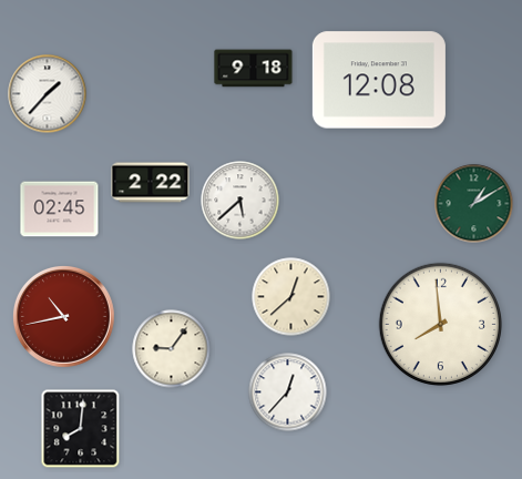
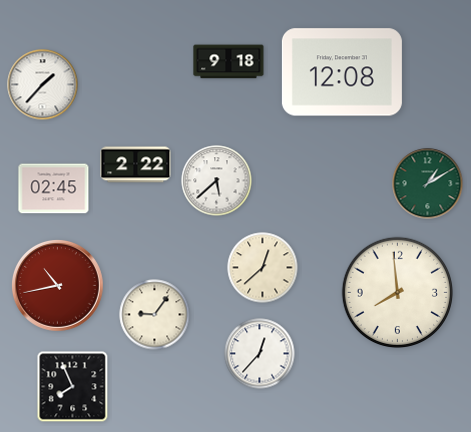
clock at (81, 429): 8:01 -> 7:56
